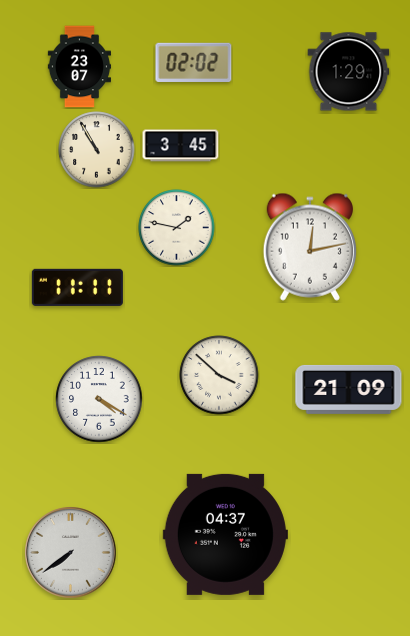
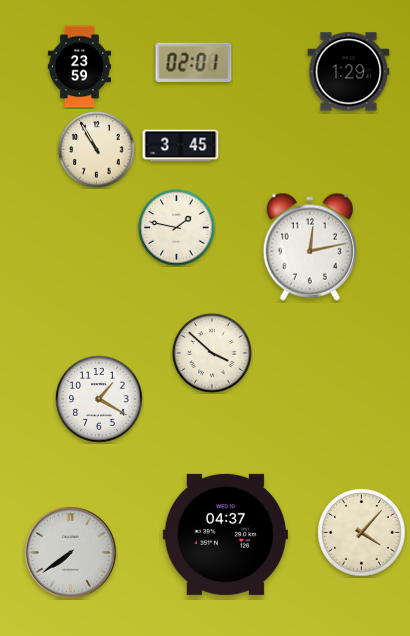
clock at (194, 62): 02:02 -> 02:01
clock at (79, 67): 23:07 -> 23:59
clock at (77, 287): 11:11 -> none
clock at (219, 375) position: (219, 375) -> (212, 353)
clock at (349, 389): 21:09 -> none
clock at (99, 399): 4:20 -> 1:20
clock at (362, 533): none -> 4:07
